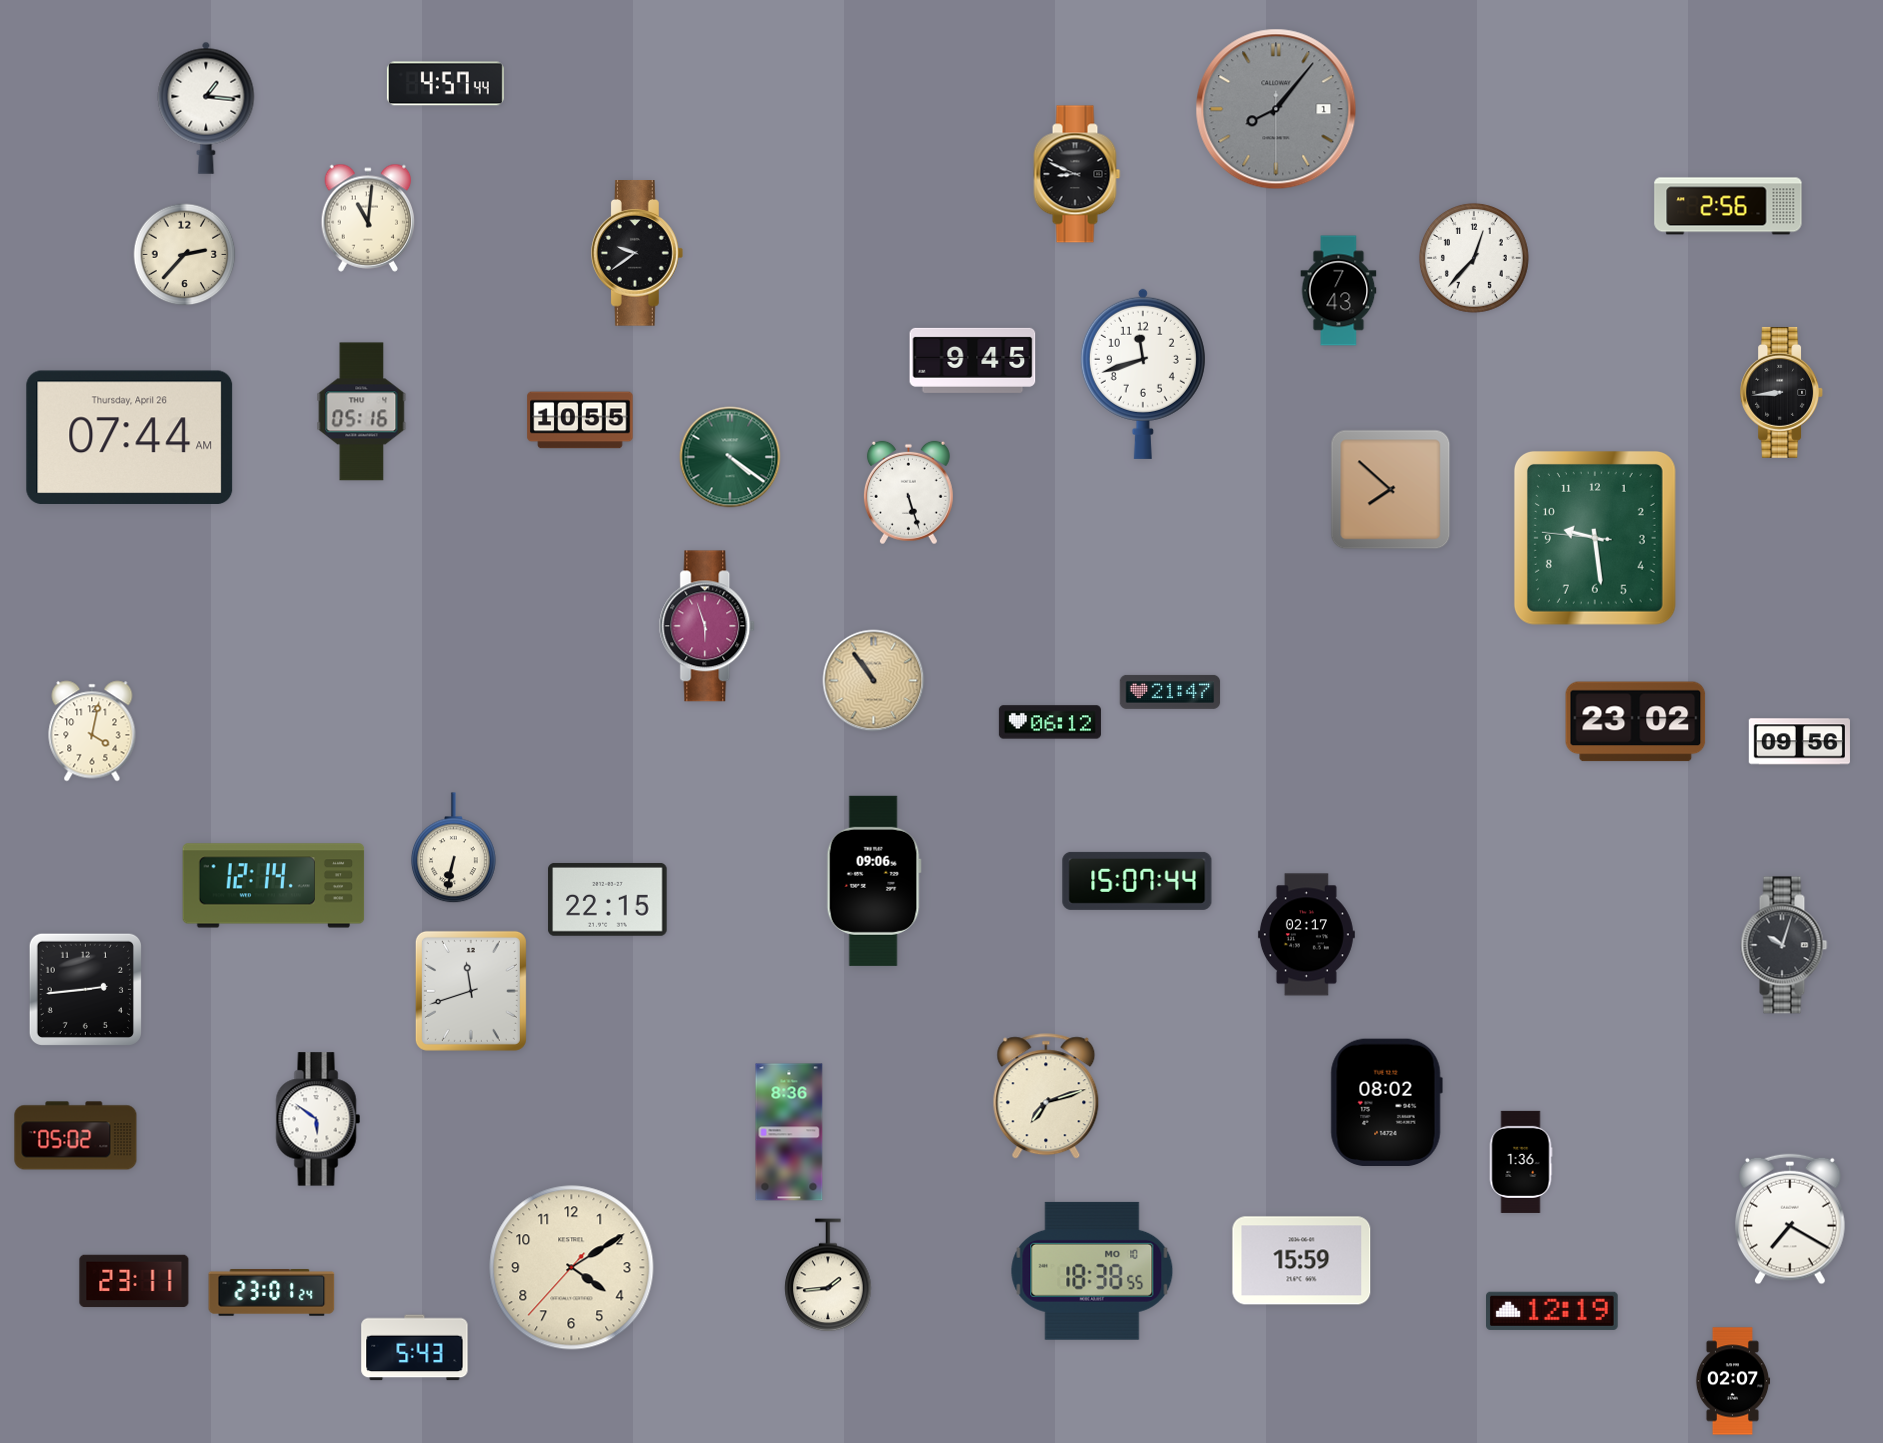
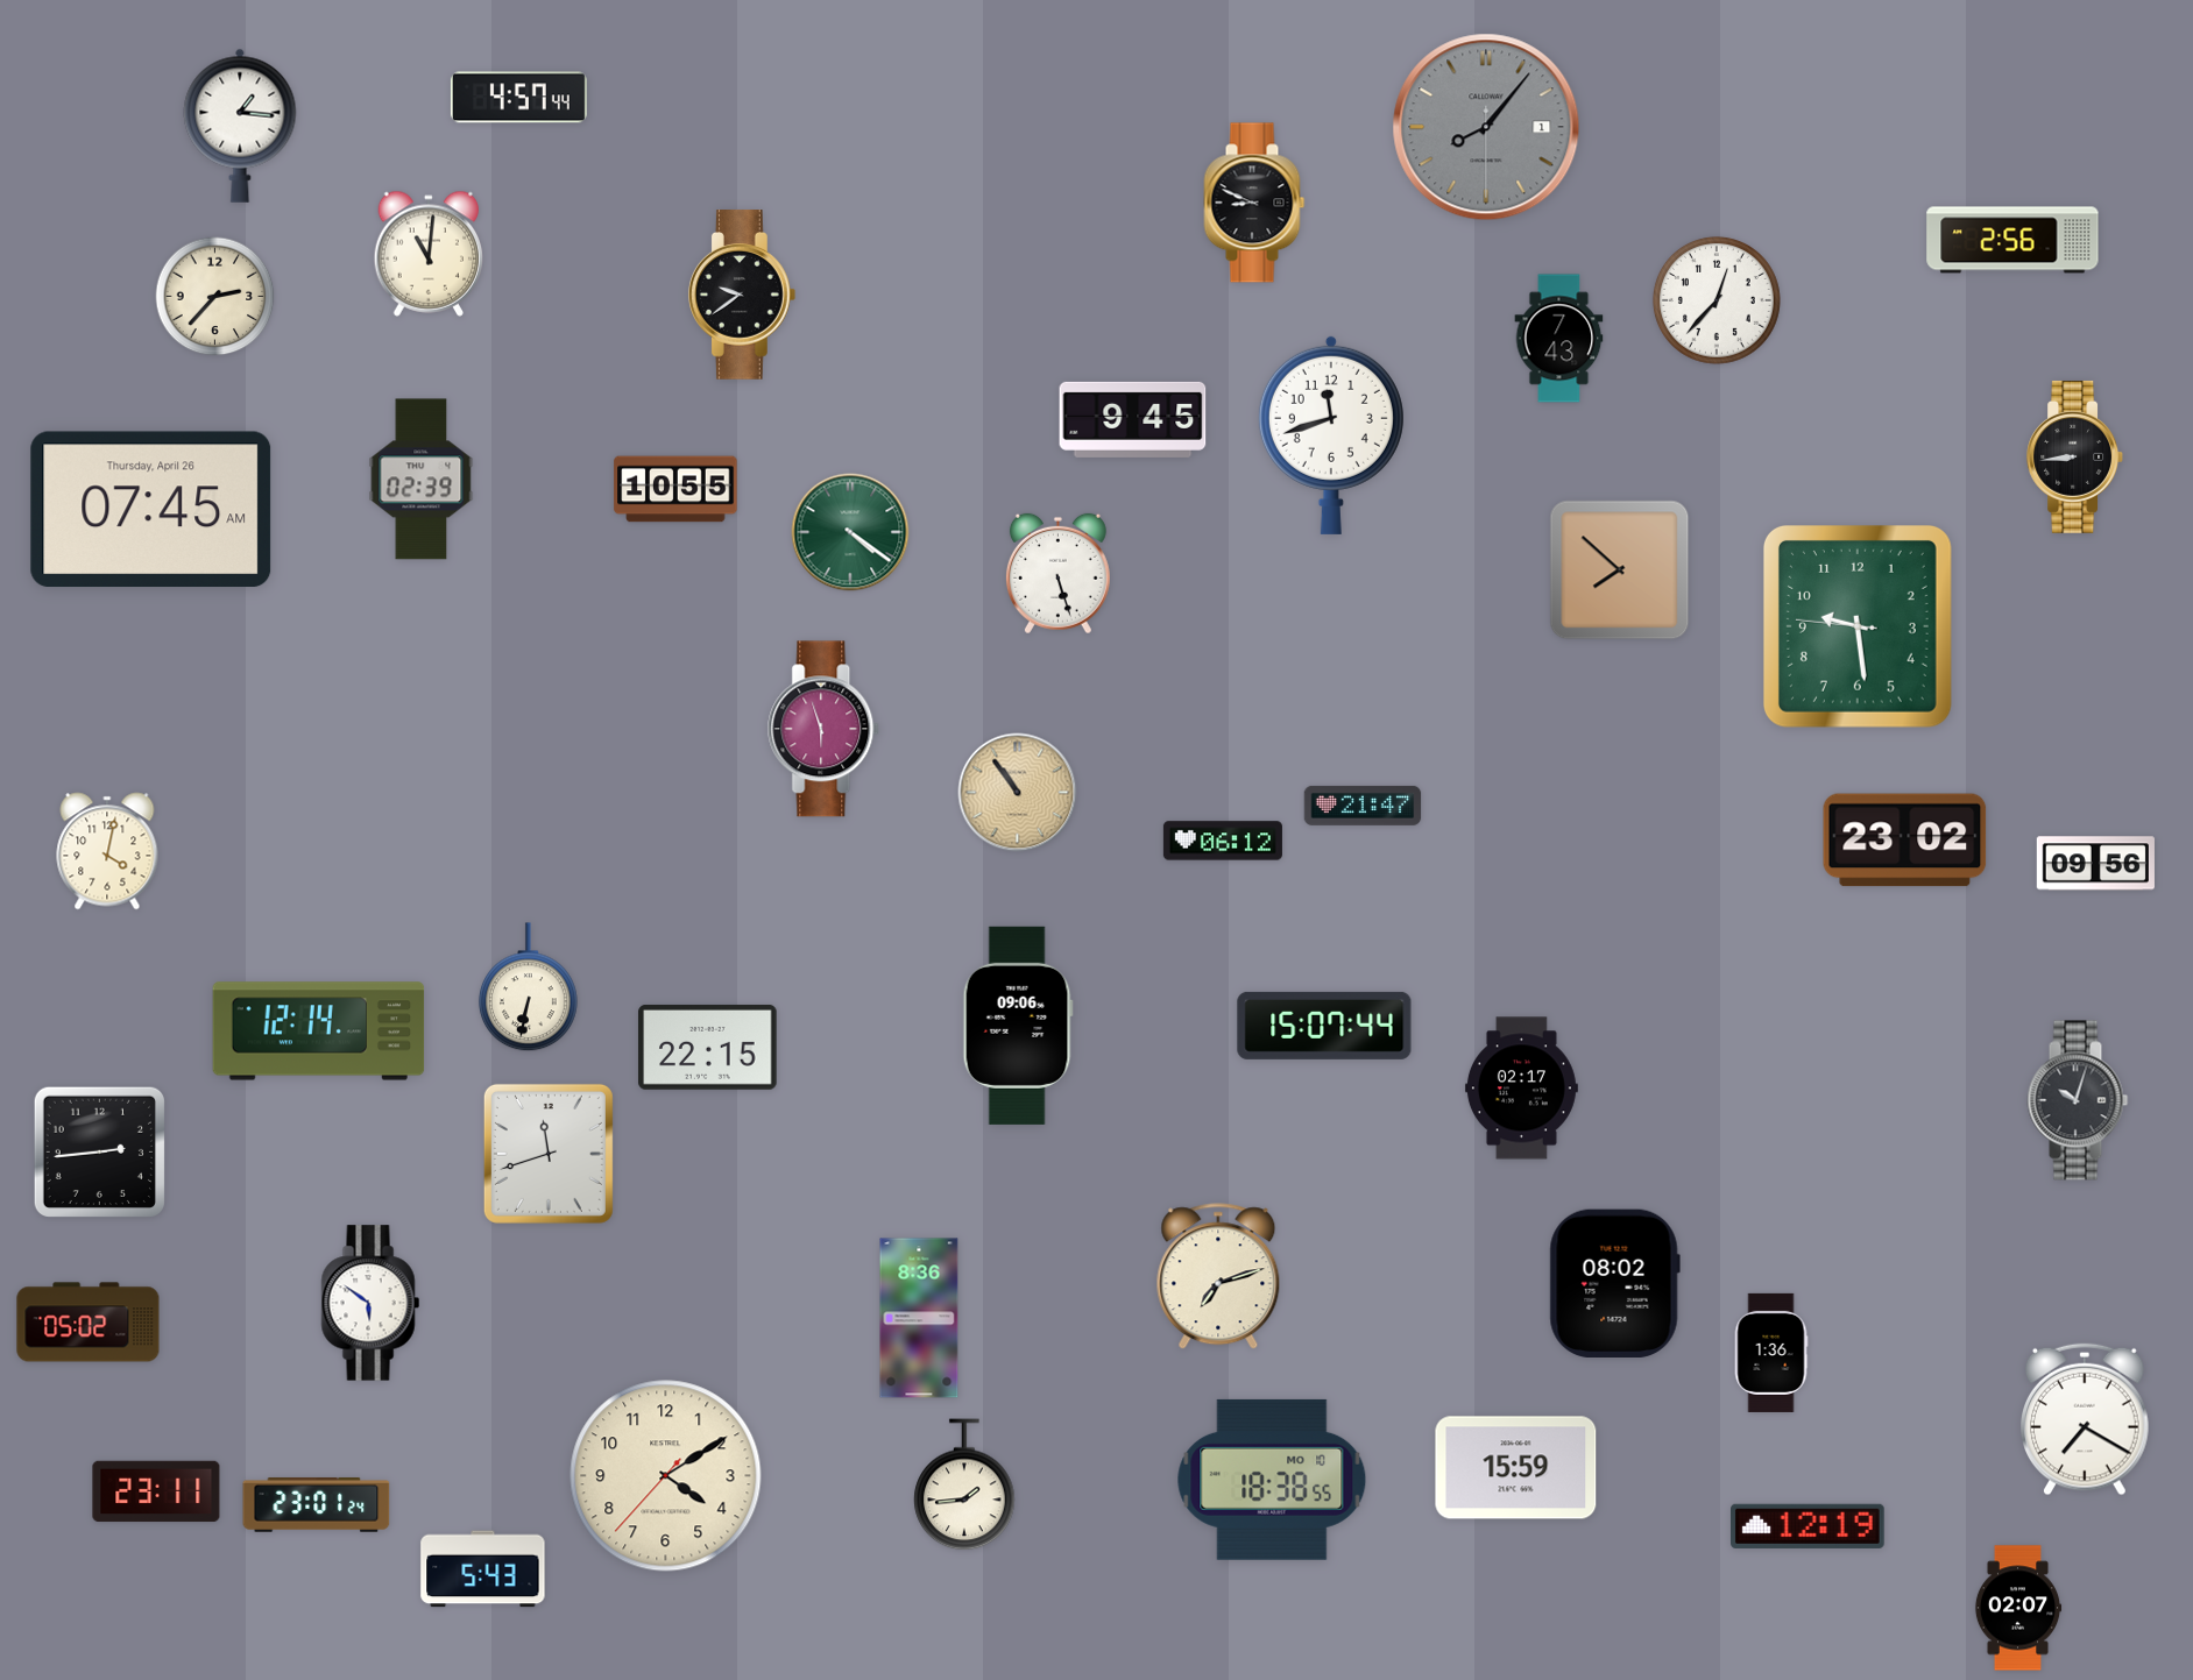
clock at (362, 412): 05:16 -> 02:39
clock at (130, 437): 07:44 -> 07:45
